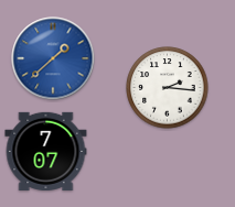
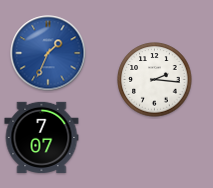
clock at (53, 58): 1:38 -> 1:34
clock at (168, 88) position: (168, 88) -> (155, 80)
